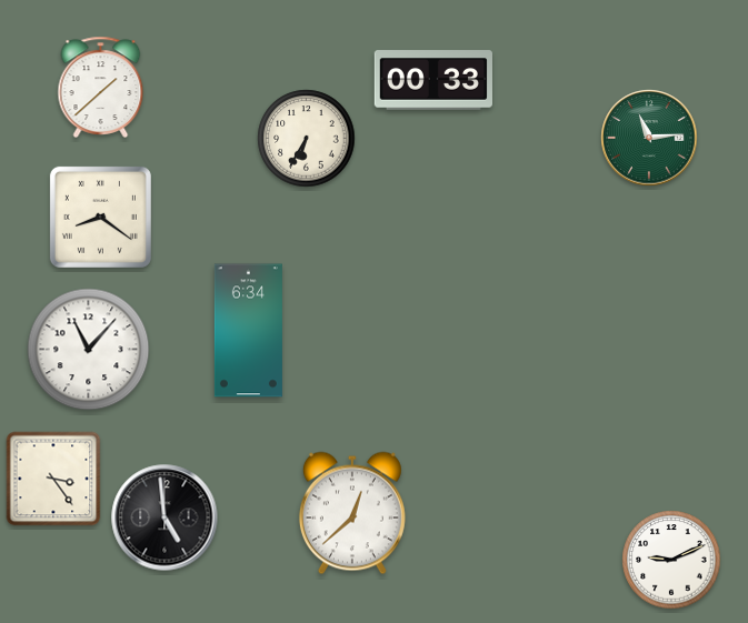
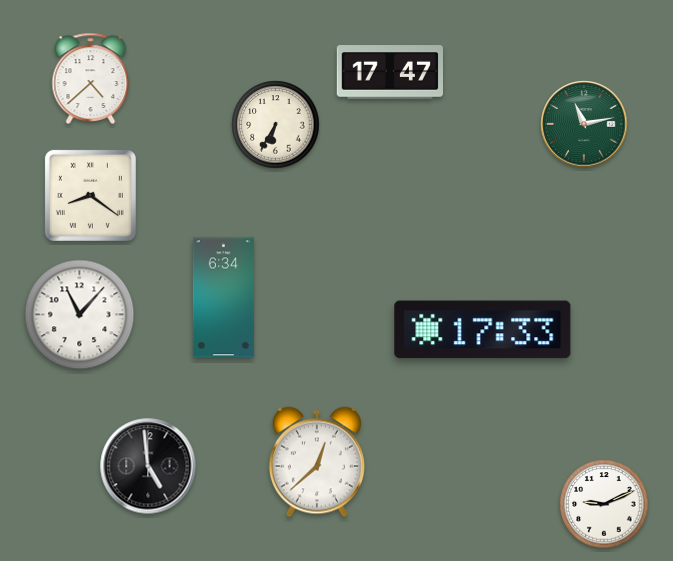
clock at (432, 80): 00:33 -> 17:47
clock at (101, 87): 1:38 -> 4:38
clock at (649, 138): 11:14 -> 11:13
clock at (483, 330): none -> 17:33
clock at (53, 479): 3:24 -> none
